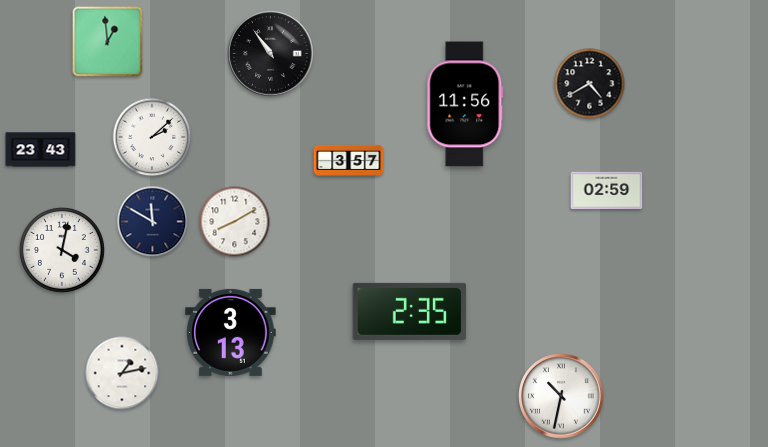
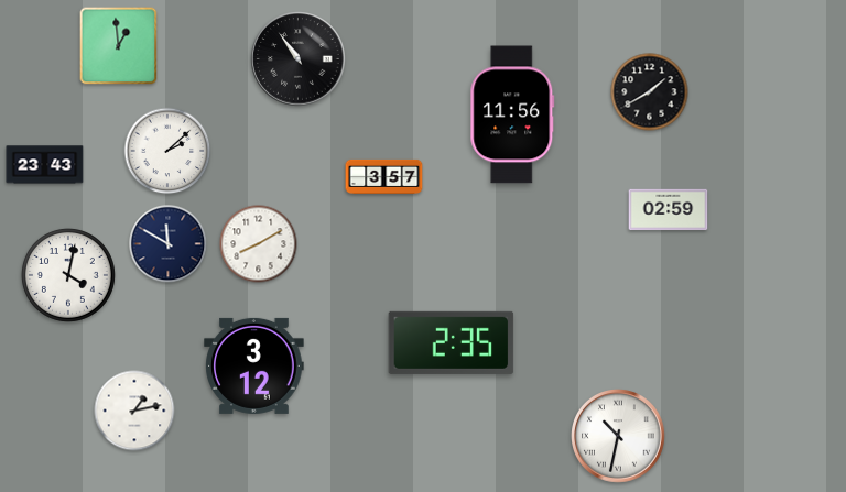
clock at (590, 84): 4:40 -> 1:40
clock at (231, 332): 3:13 -> 3:12
